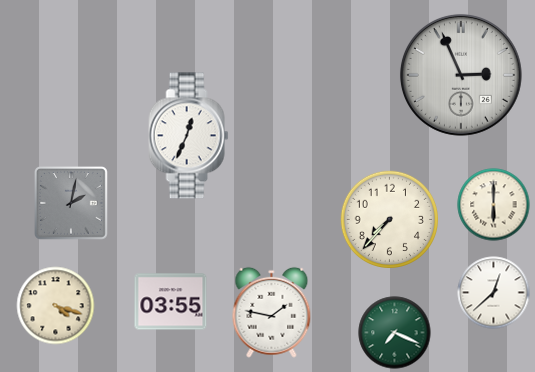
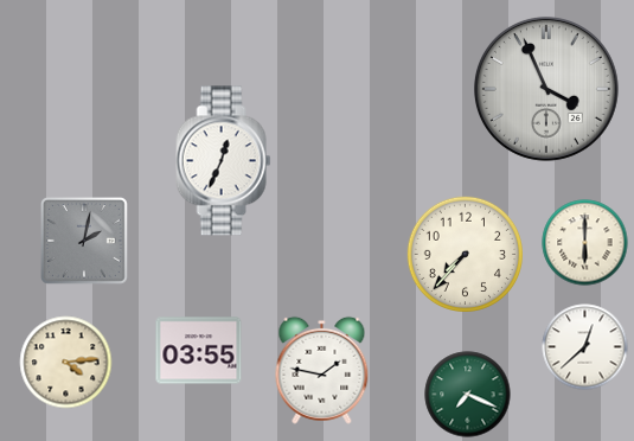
clock at (461, 75): 2:56 -> 3:56
clock at (389, 219) position: (389, 219) -> (465, 254)
clock at (171, 302) position: (171, 302) -> (199, 351)
clock at (56, 306): 4:18 -> 4:14
